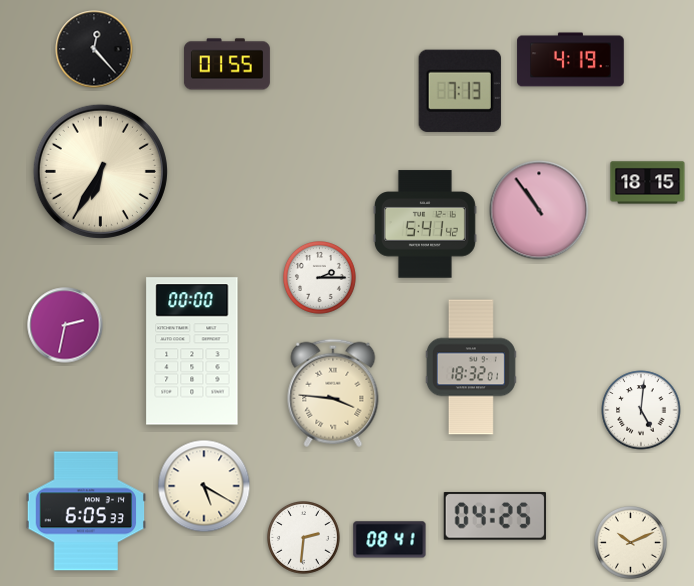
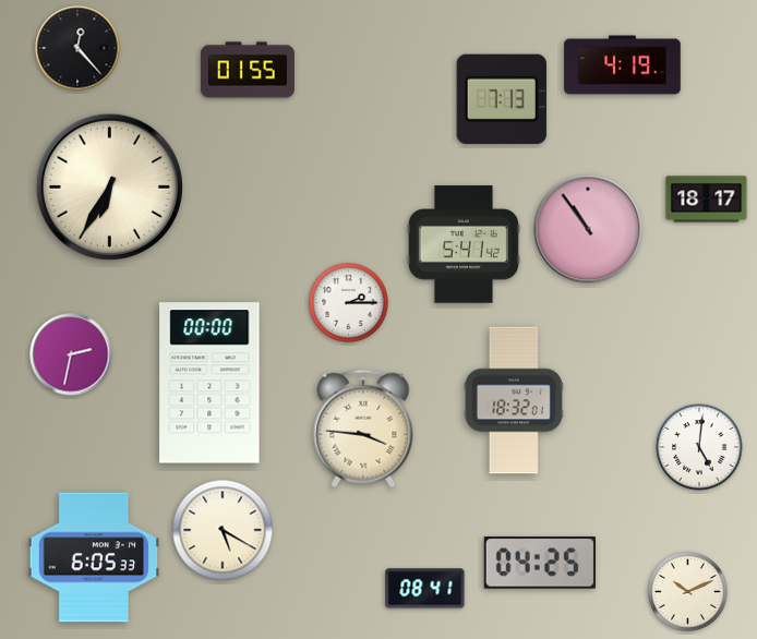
clock at (94, 49) position: (94, 49) -> (77, 48)
clock at (648, 183): 18:15 -> 18:17
clock at (304, 538): 2:31 -> none
